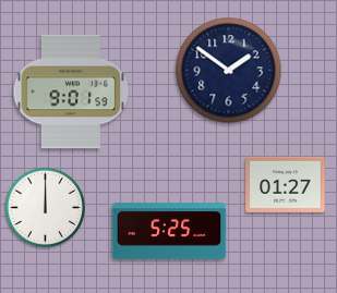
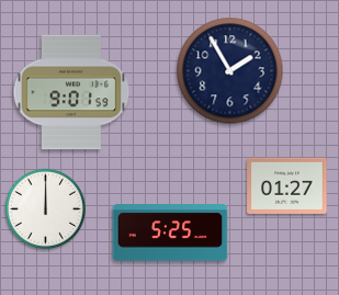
clock at (229, 71): 1:51 -> 1:55
